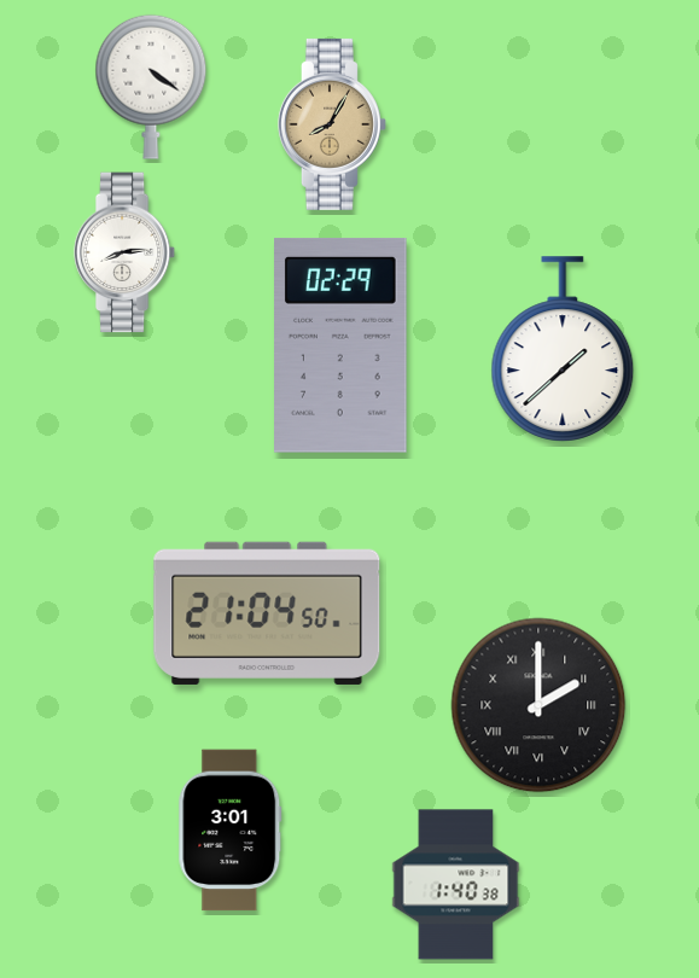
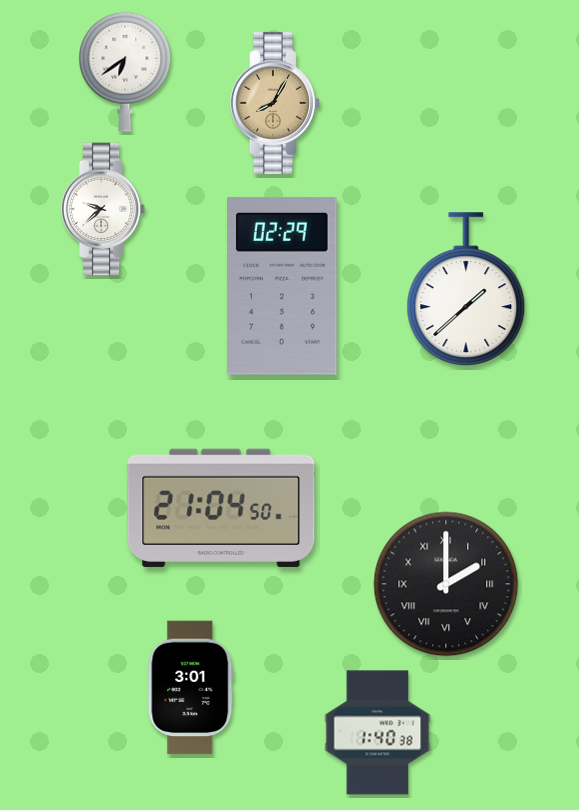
clock at (151, 87): 4:21 -> 6:39
clock at (124, 252): 8:14 -> 9:38
